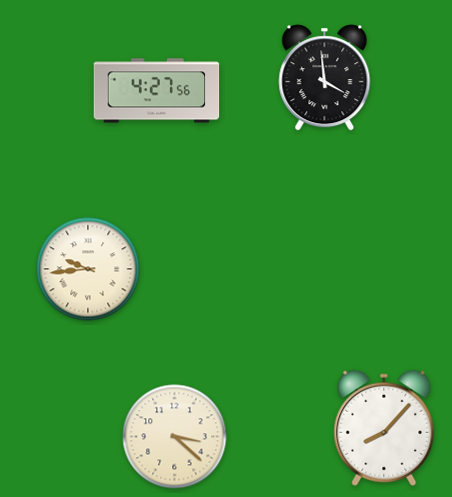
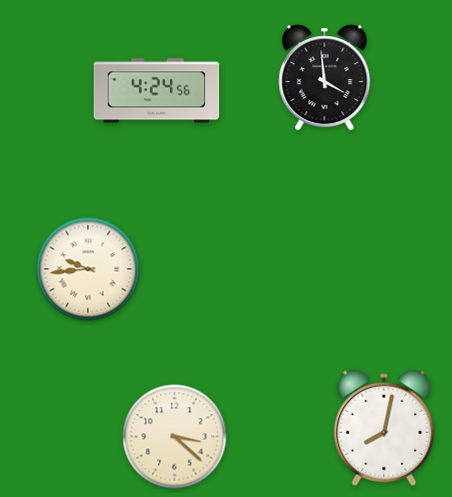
clock at (157, 91): 4:27 -> 4:24
clock at (384, 428): 8:07 -> 8:02
